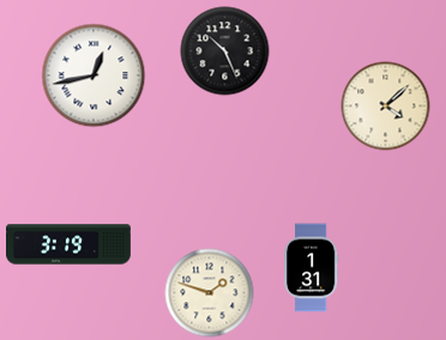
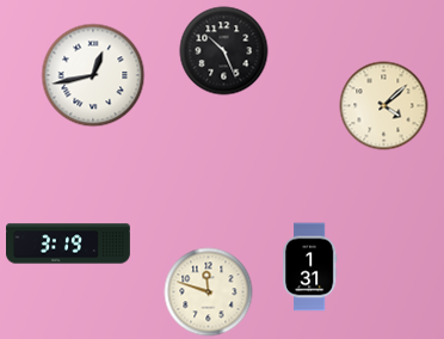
clock at (210, 293): 1:48 -> 11:48
